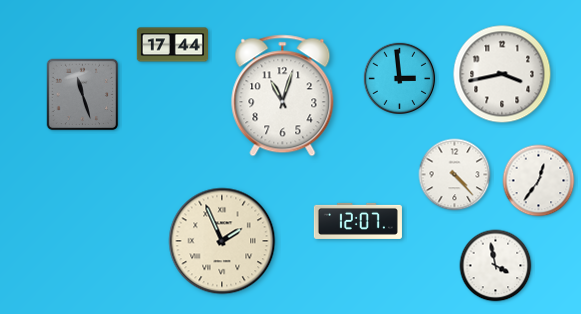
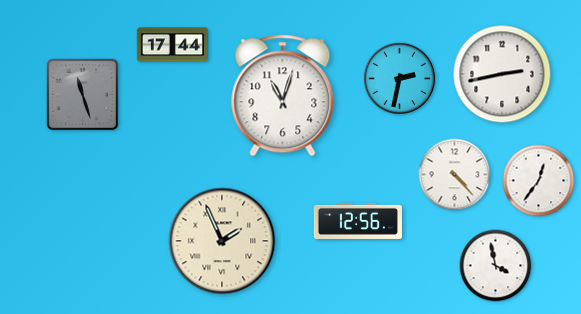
clock at (502, 74): 3:43 -> 2:43
clock at (399, 78): 2:59 -> 2:32
clock at (358, 221): 12:07 -> 12:56
